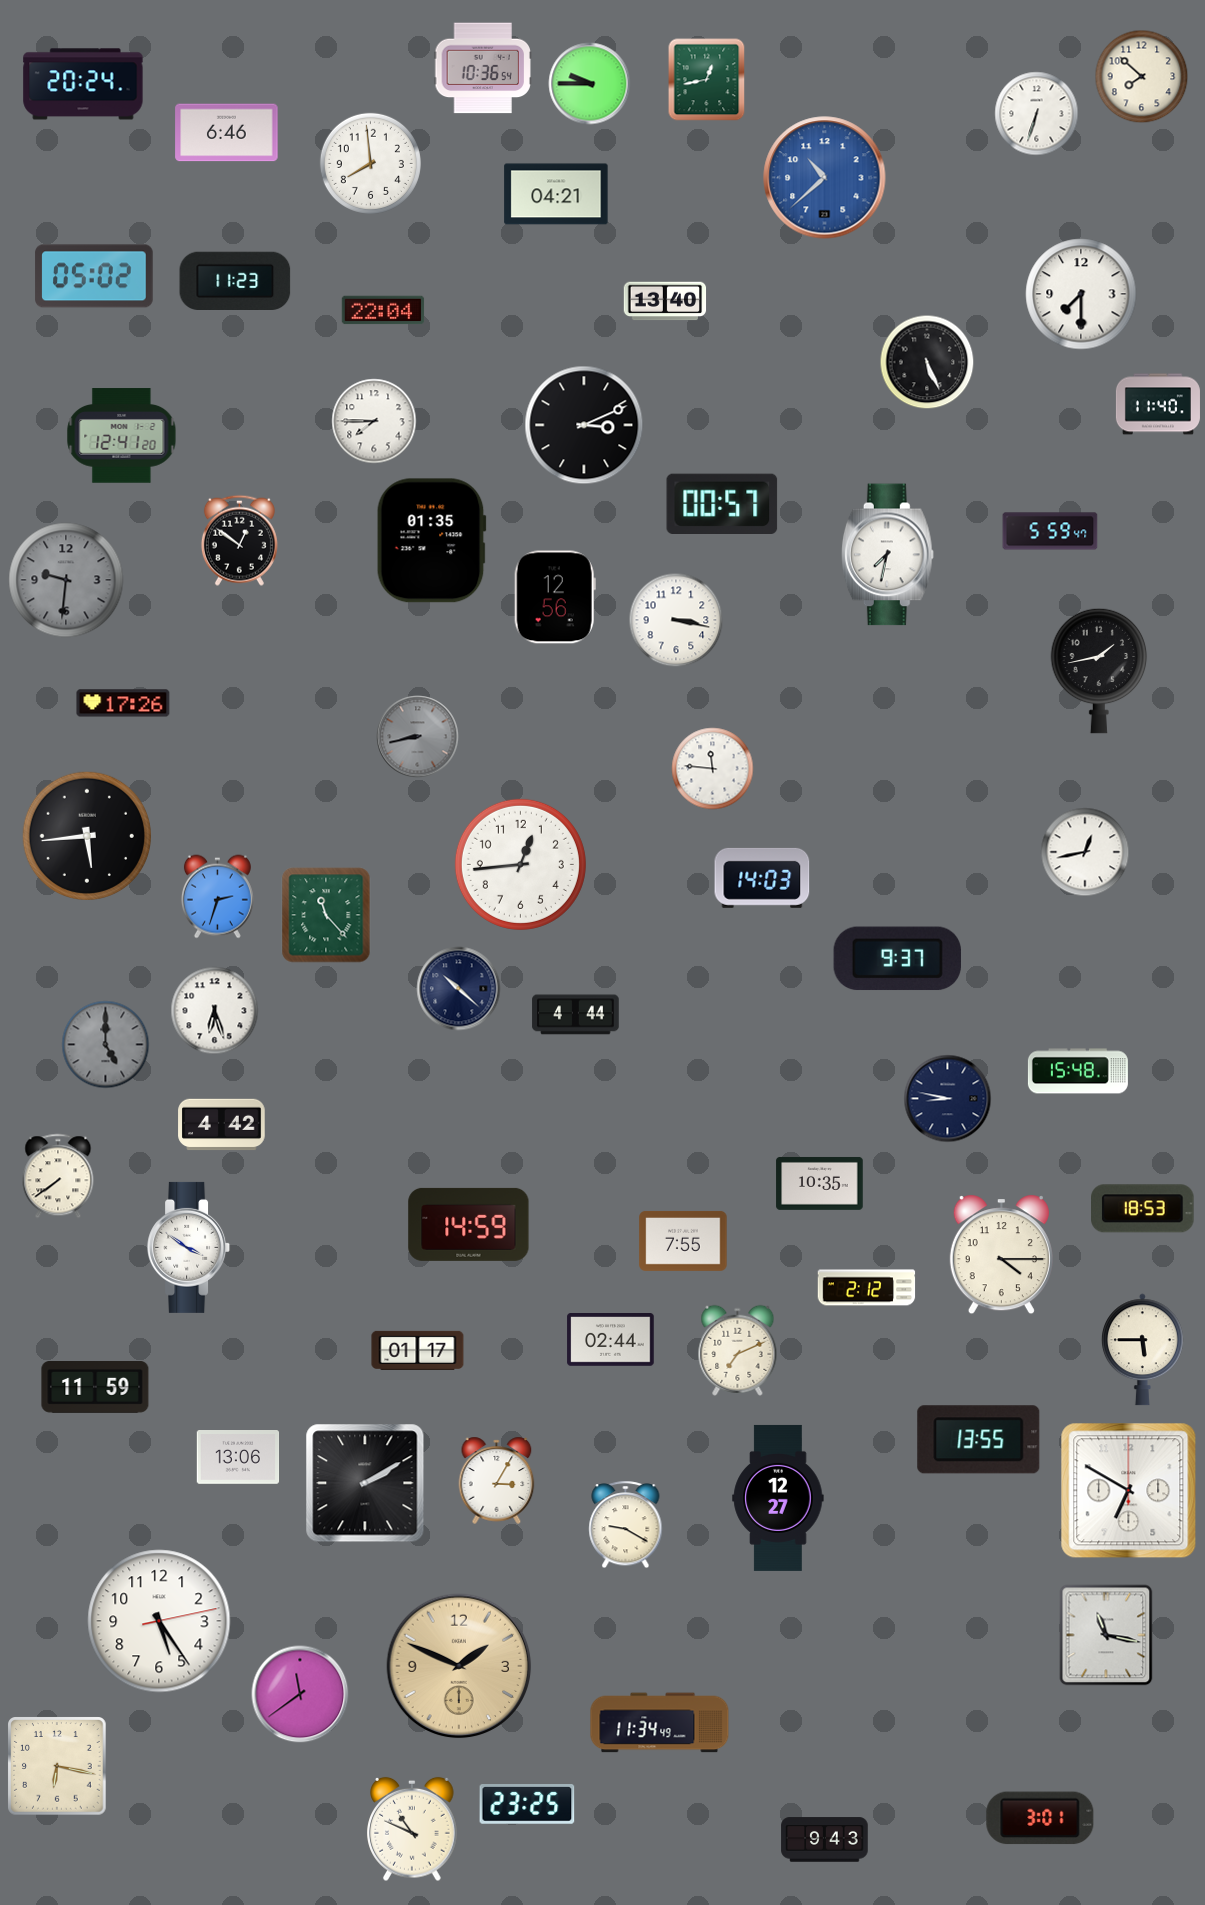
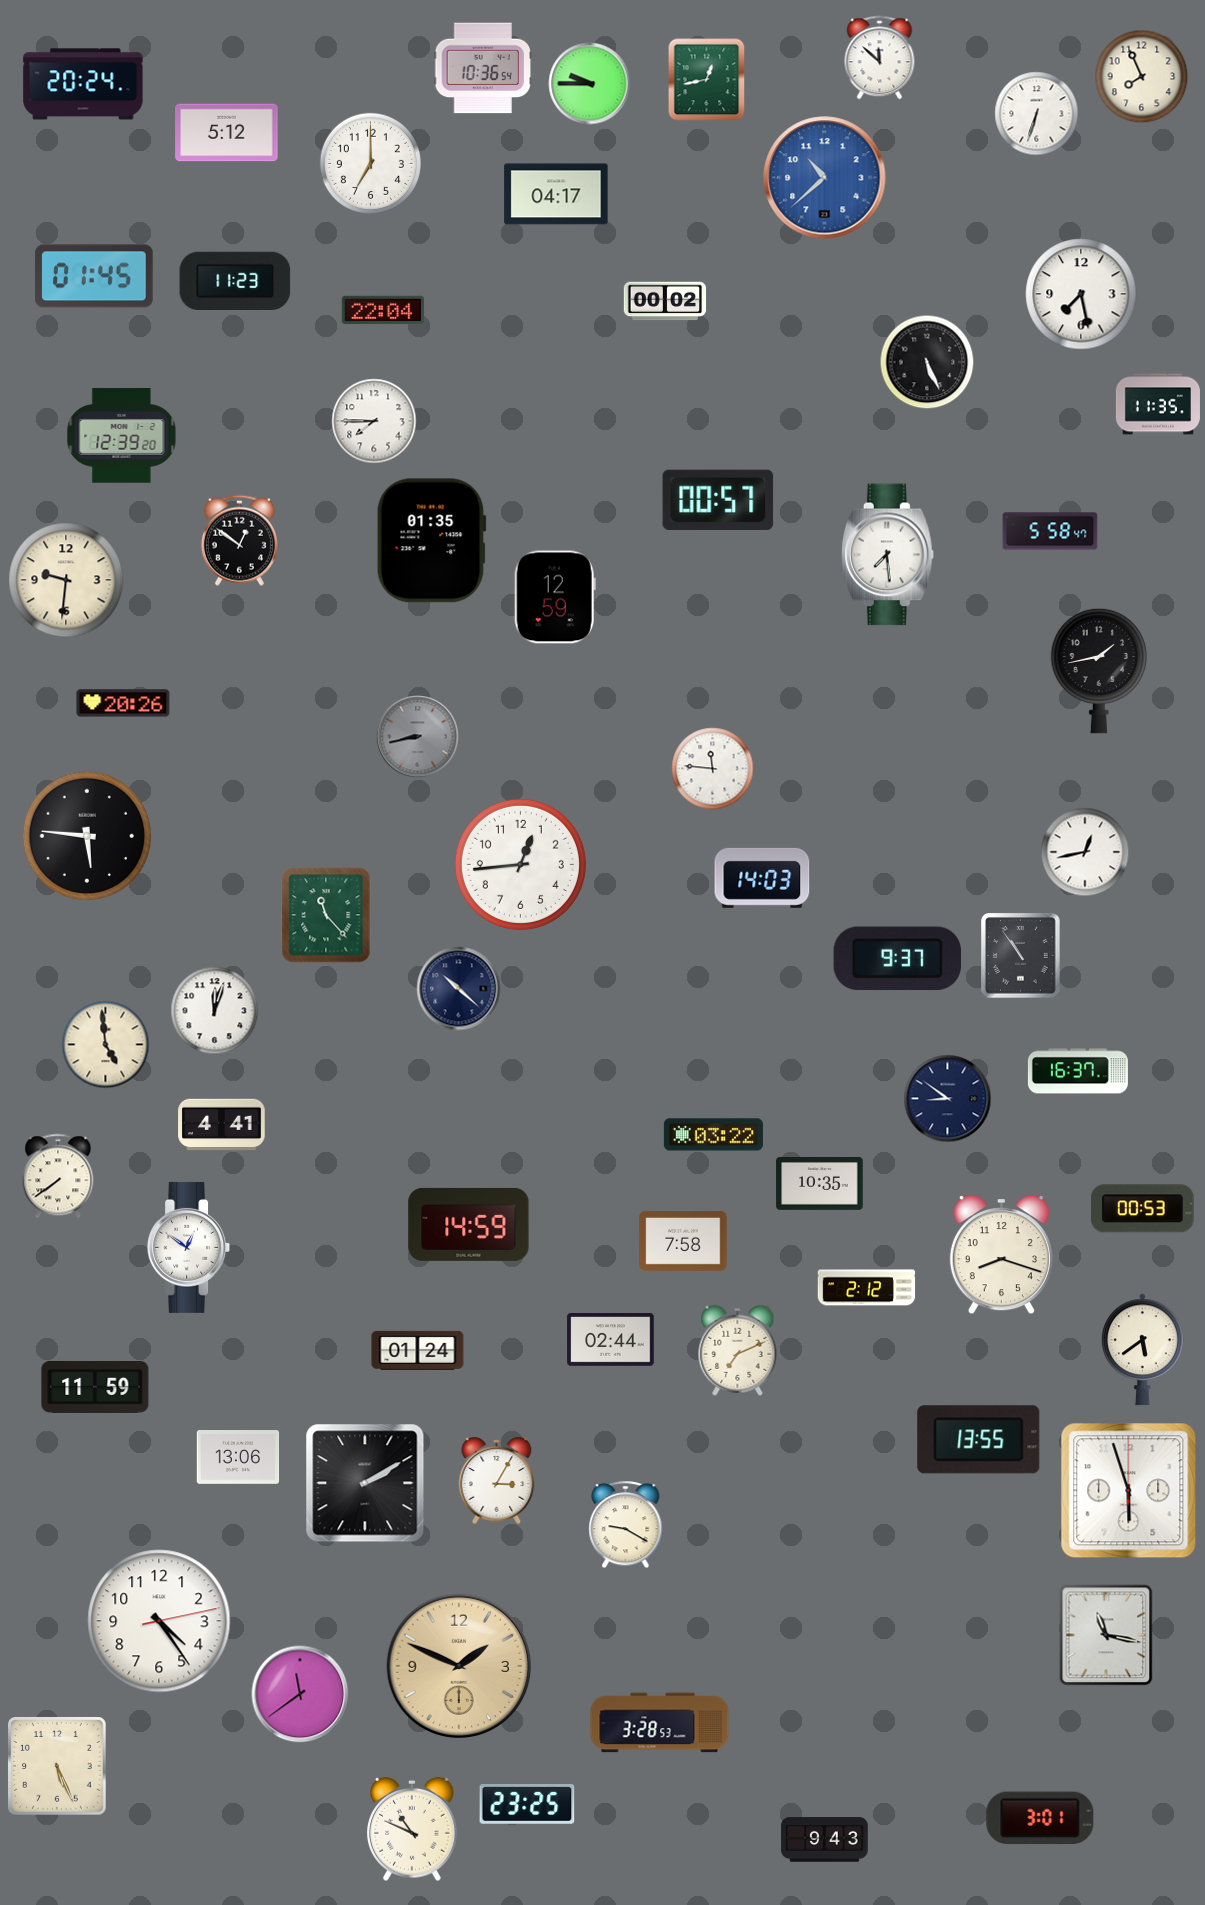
clock at (880, 58): none -> 11:52
clock at (1142, 77): 7:52 -> 7:56
clock at (227, 133): 6:46 -> 5:12
clock at (370, 163): 7:59 -> 7:00
clock at (556, 194): 04:21 -> 04:17
clock at (94, 276): 05:02 -> 01:45
clock at (1081, 294): 7:30 -> 7:28
clock at (665, 301): 13:40 -> 00:02
clock at (1158, 404): 11:40 -> 11:35
clock at (584, 425): 3:11 -> none
clock at (122, 436): 12:41 -> 12:39
clock at (722, 503) position: (722, 503) -> (718, 499)
clock at (1050, 531): 5:59 -> 5:58
clock at (887, 555): 7:32 -> 7:29
clock at (66, 580) dial: grey -> cream
clock at (555, 597): 12:56 -> 12:59
clock at (676, 620): 3:17 -> none
clock at (123, 703): 17:26 -> 20:26
clock at (87, 836): 5:44 -> 5:46
clock at (217, 897): 2:33 -> none
clock at (1021, 956): none -> 10:54
clock at (215, 1011): 6:27 -> 12:03
clock at (576, 1015): 4:44 -> none
clock at (106, 1045): 5:00 -> 4:59
clock at (106, 1045) dial: grey -> cream
clock at (1078, 1071): 15:48 -> 16:37
clock at (948, 1099): 8:47 -> 8:51
clock at (222, 1125): 4:42 -> 4:41
clock at (713, 1135): none -> 03:22
clock at (1143, 1209): 18:53 -> 00:53
clock at (683, 1241): 7:55 -> 7:58
clock at (189, 1247): 3:51 -> 12:51
clock at (1001, 1255): 4:15 -> 8:18
clock at (418, 1350): 01:17 -> 01:24
clock at (1142, 1350): 5:45 -> 5:39
clock at (1129, 1491): 6:50 -> 5:57
clock at (778, 1498): 12:27 -> none
clock at (159, 1621): 5:24 -> 4:24
clock at (660, 1723): 11:34 -> 3:28
clock at (57, 1766): 6:17 -> 5:26
